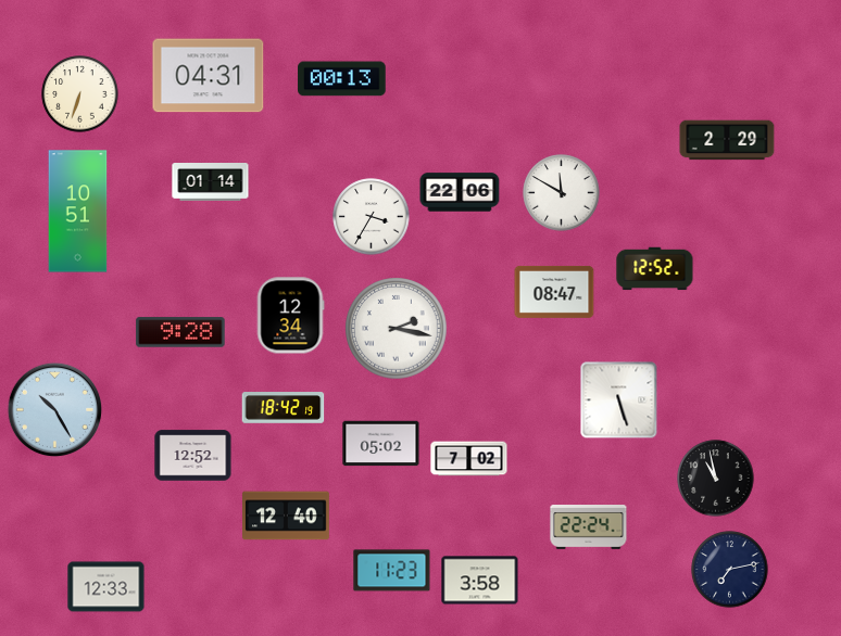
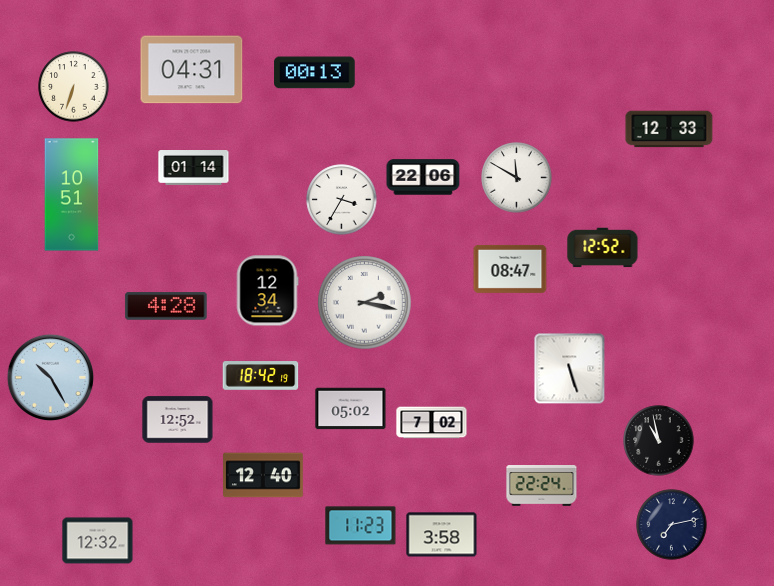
clock at (727, 140): 2:29 -> 12:33
clock at (180, 332): 9:28 -> 4:28
clock at (106, 587): 12:33 -> 12:32
